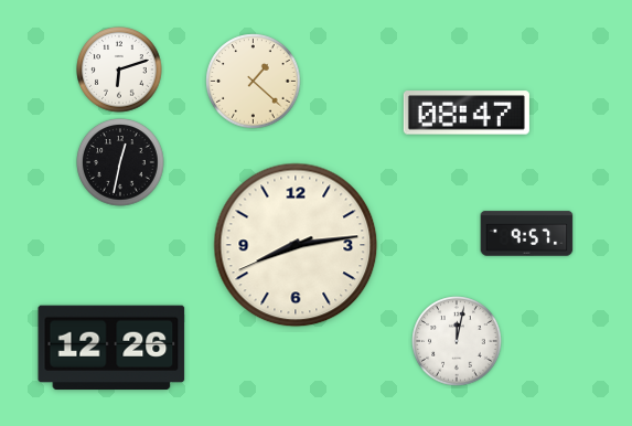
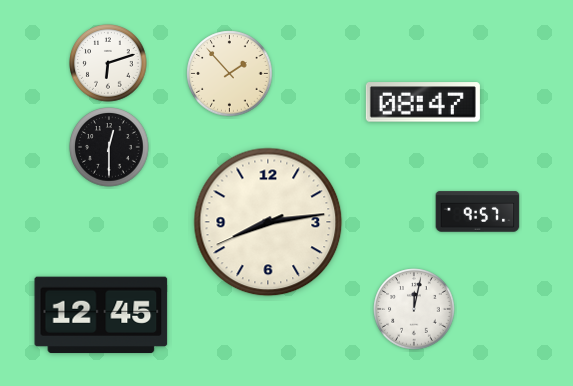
clock at (254, 82): 1:22 -> 1:53
clock at (120, 162): 12:32 -> 12:30
clock at (111, 348): 12:26 -> 12:45
